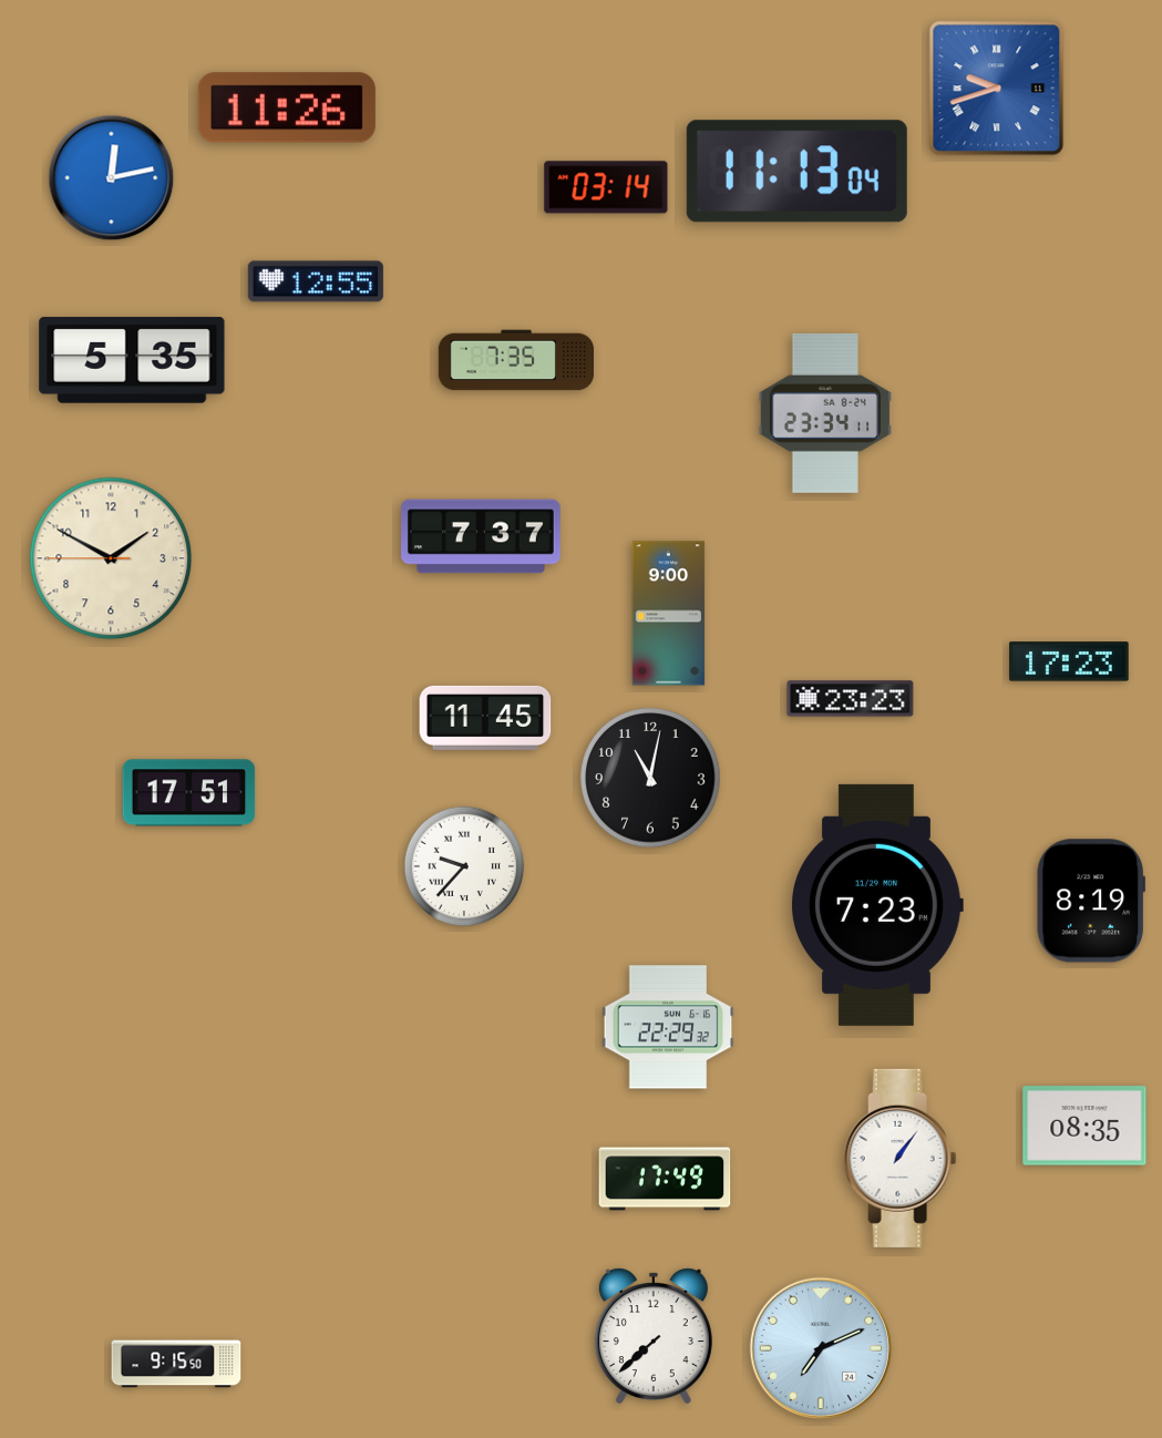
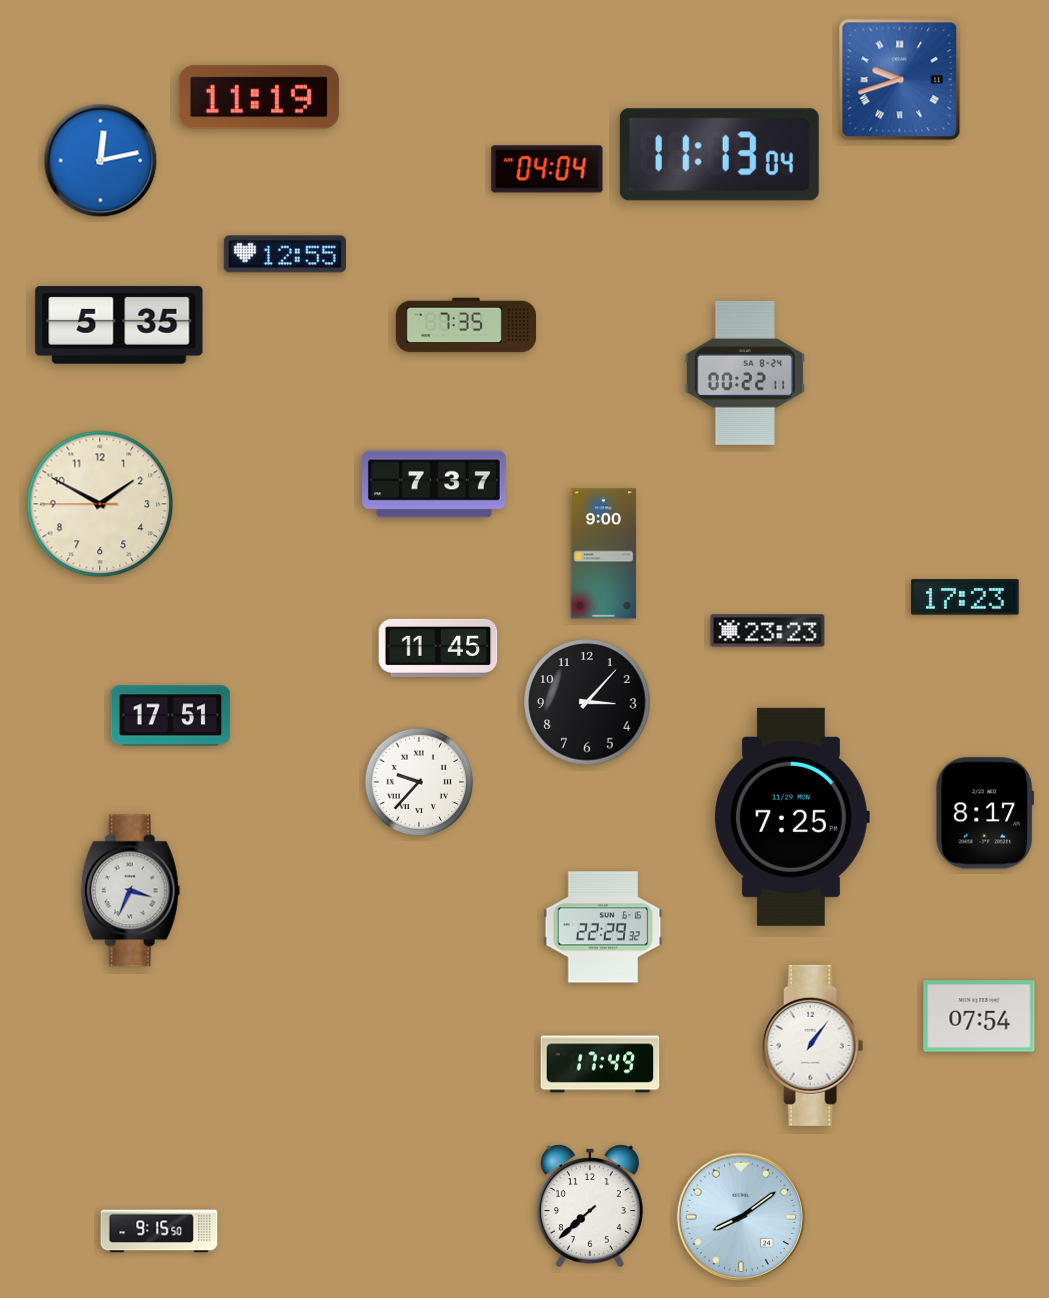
clock at (287, 107): 11:26 -> 11:19
clock at (606, 187): 03:14 -> 04:04
clock at (825, 413): 23:34 -> 00:22
clock at (650, 778): 11:02 -> 3:07
clock at (1091, 901): 8:19 -> 8:17
clock at (877, 905): 7:23 -> 7:25
clock at (130, 891): none -> 3:34
clock at (1084, 1126): 08:35 -> 07:54
clock at (821, 1348): 7:11 -> 8:09
